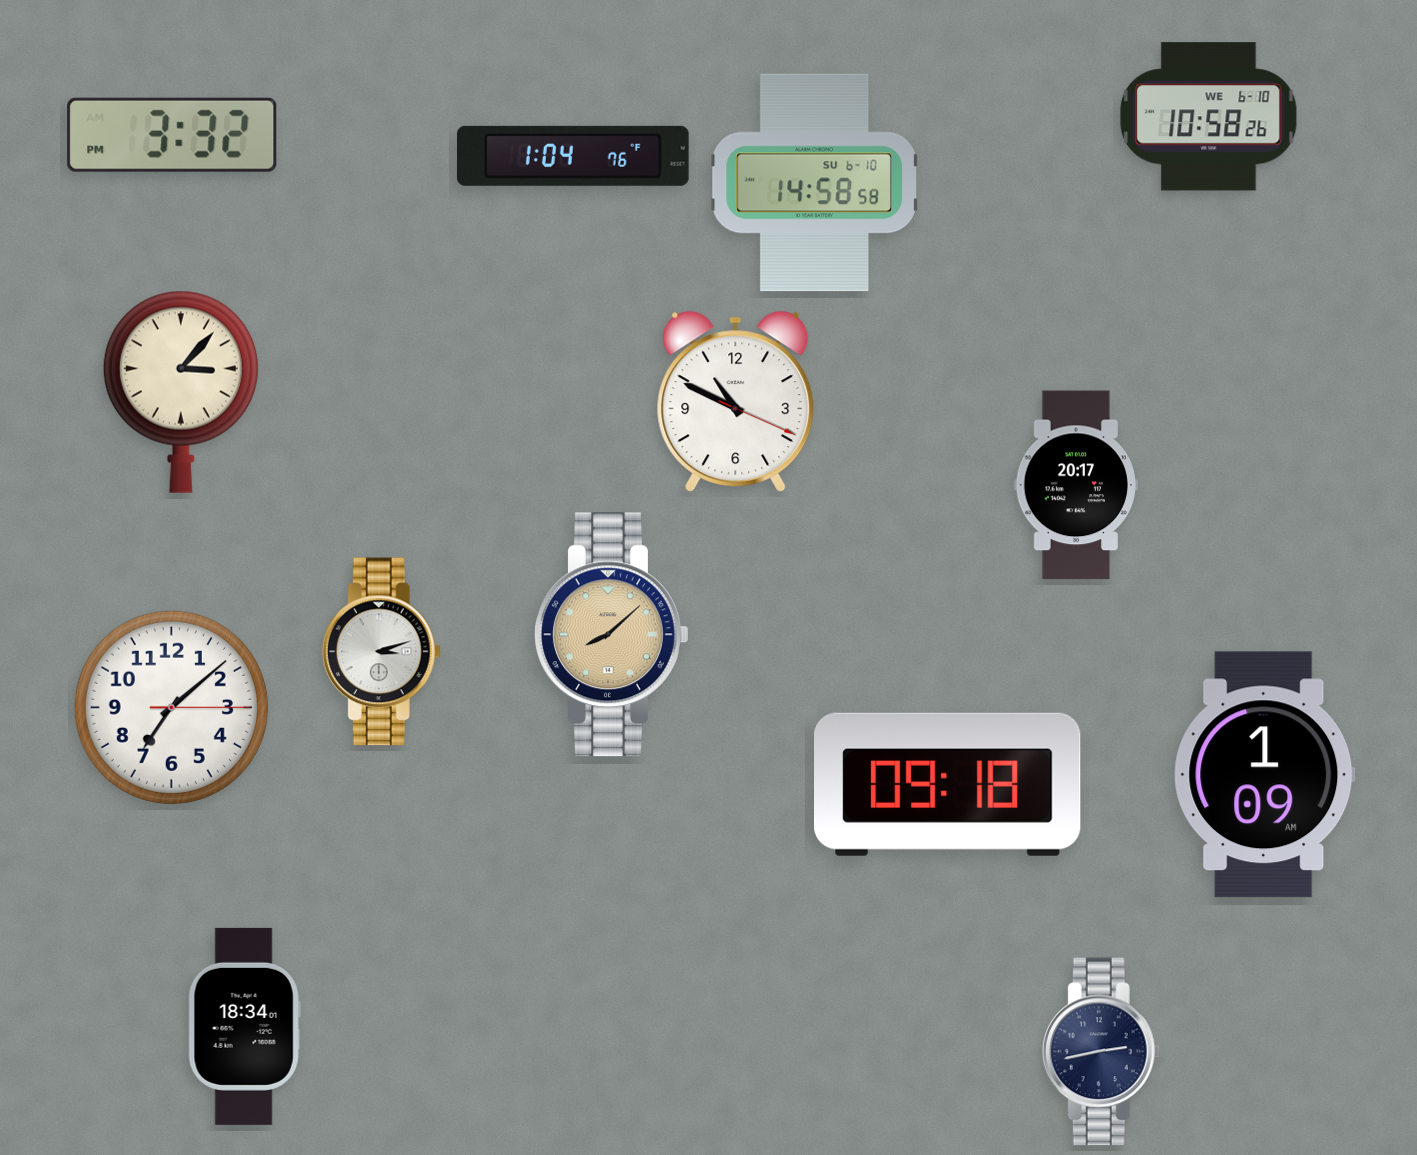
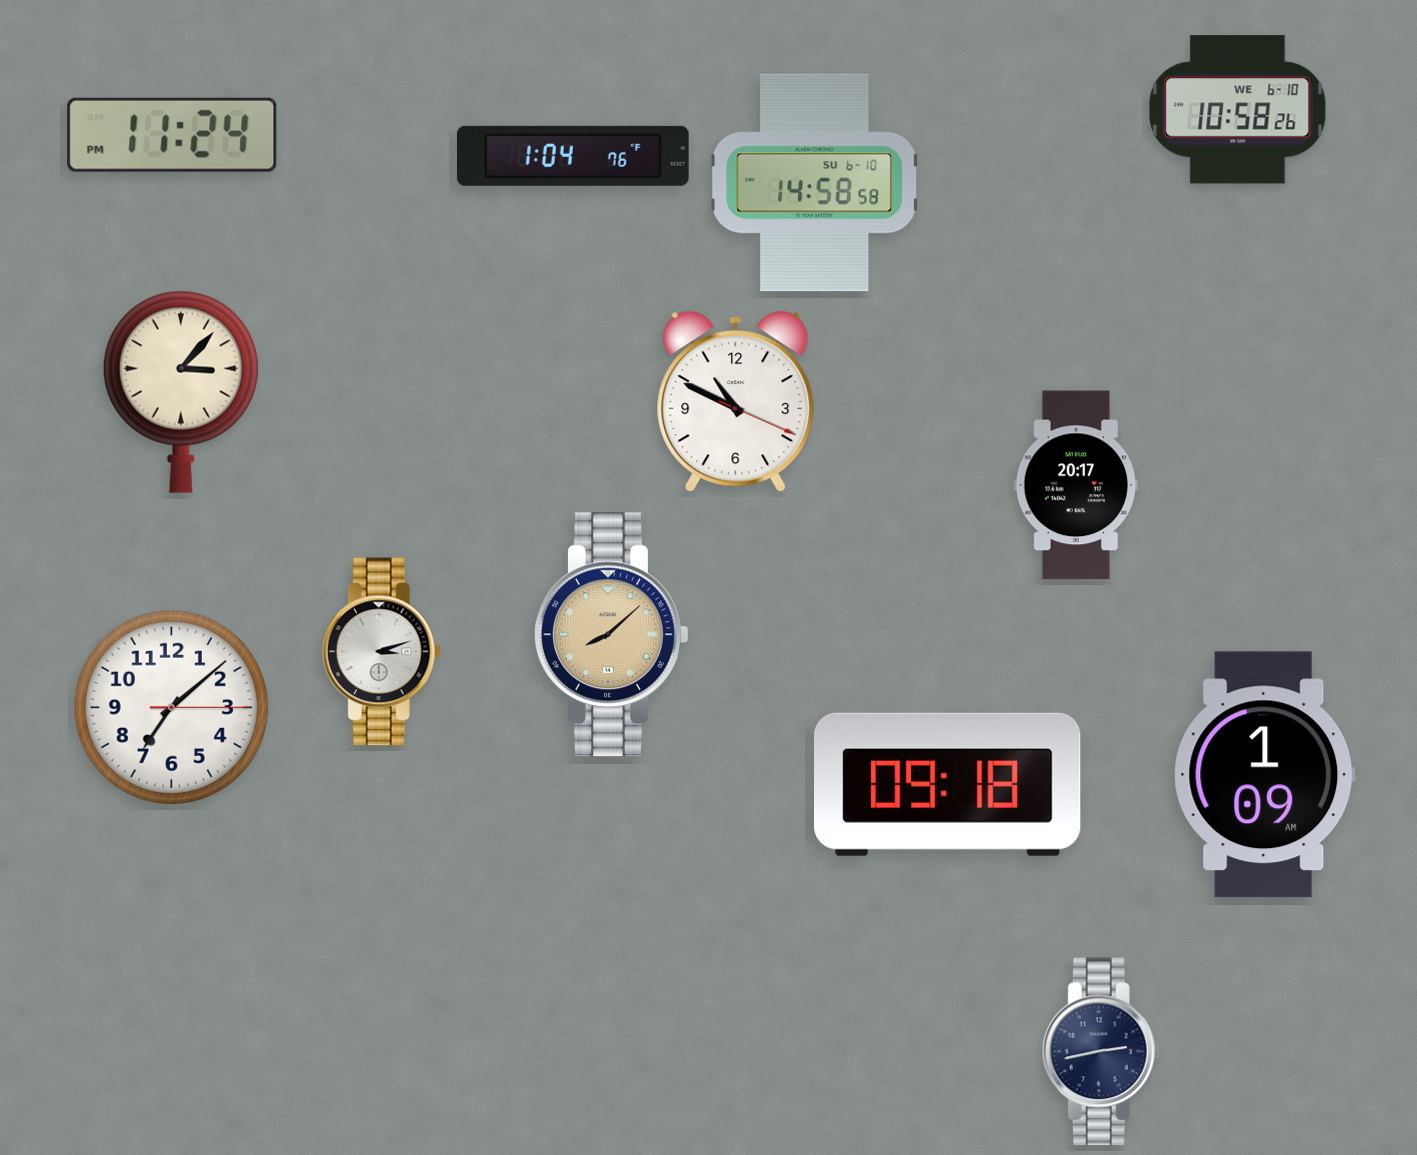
clock at (1209, 117) position: (1209, 117) -> (1238, 110)
clock at (172, 135): 3:32 -> 11:24
clock at (244, 1026): 18:34 -> none
